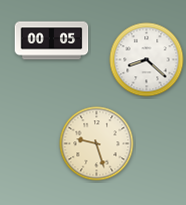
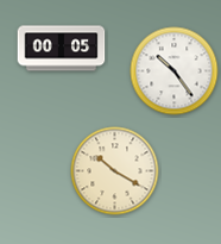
clock at (147, 60): 8:22 -> 10:24
clock at (97, 144): 9:27 -> 10:20
